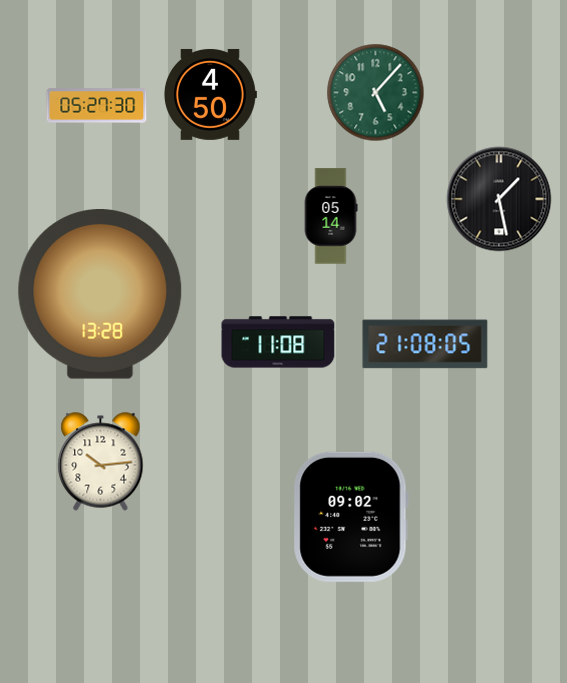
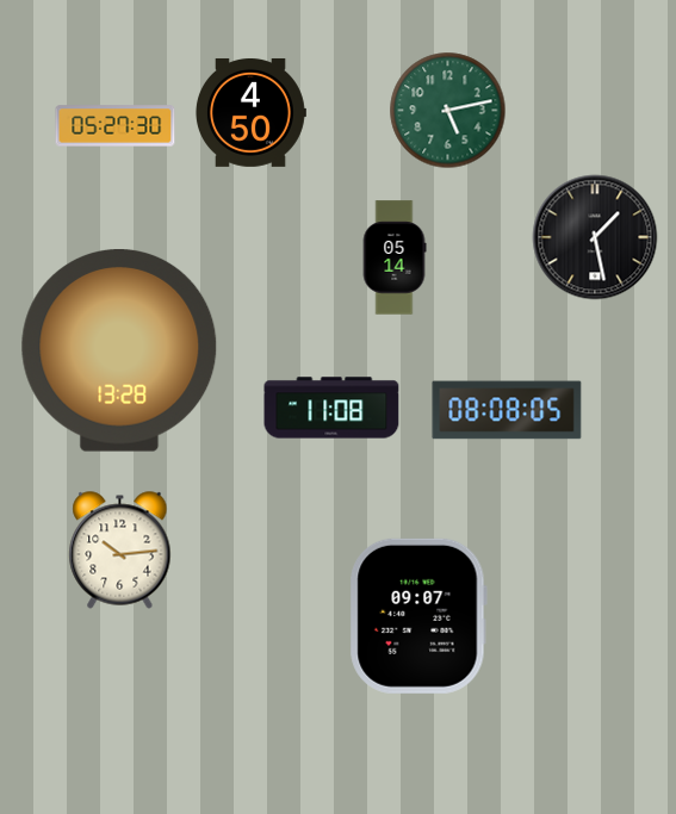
clock at (376, 93): 5:07 -> 5:13
clock at (425, 344): 21:08 -> 08:08
clock at (351, 517): 09:02 -> 09:07
